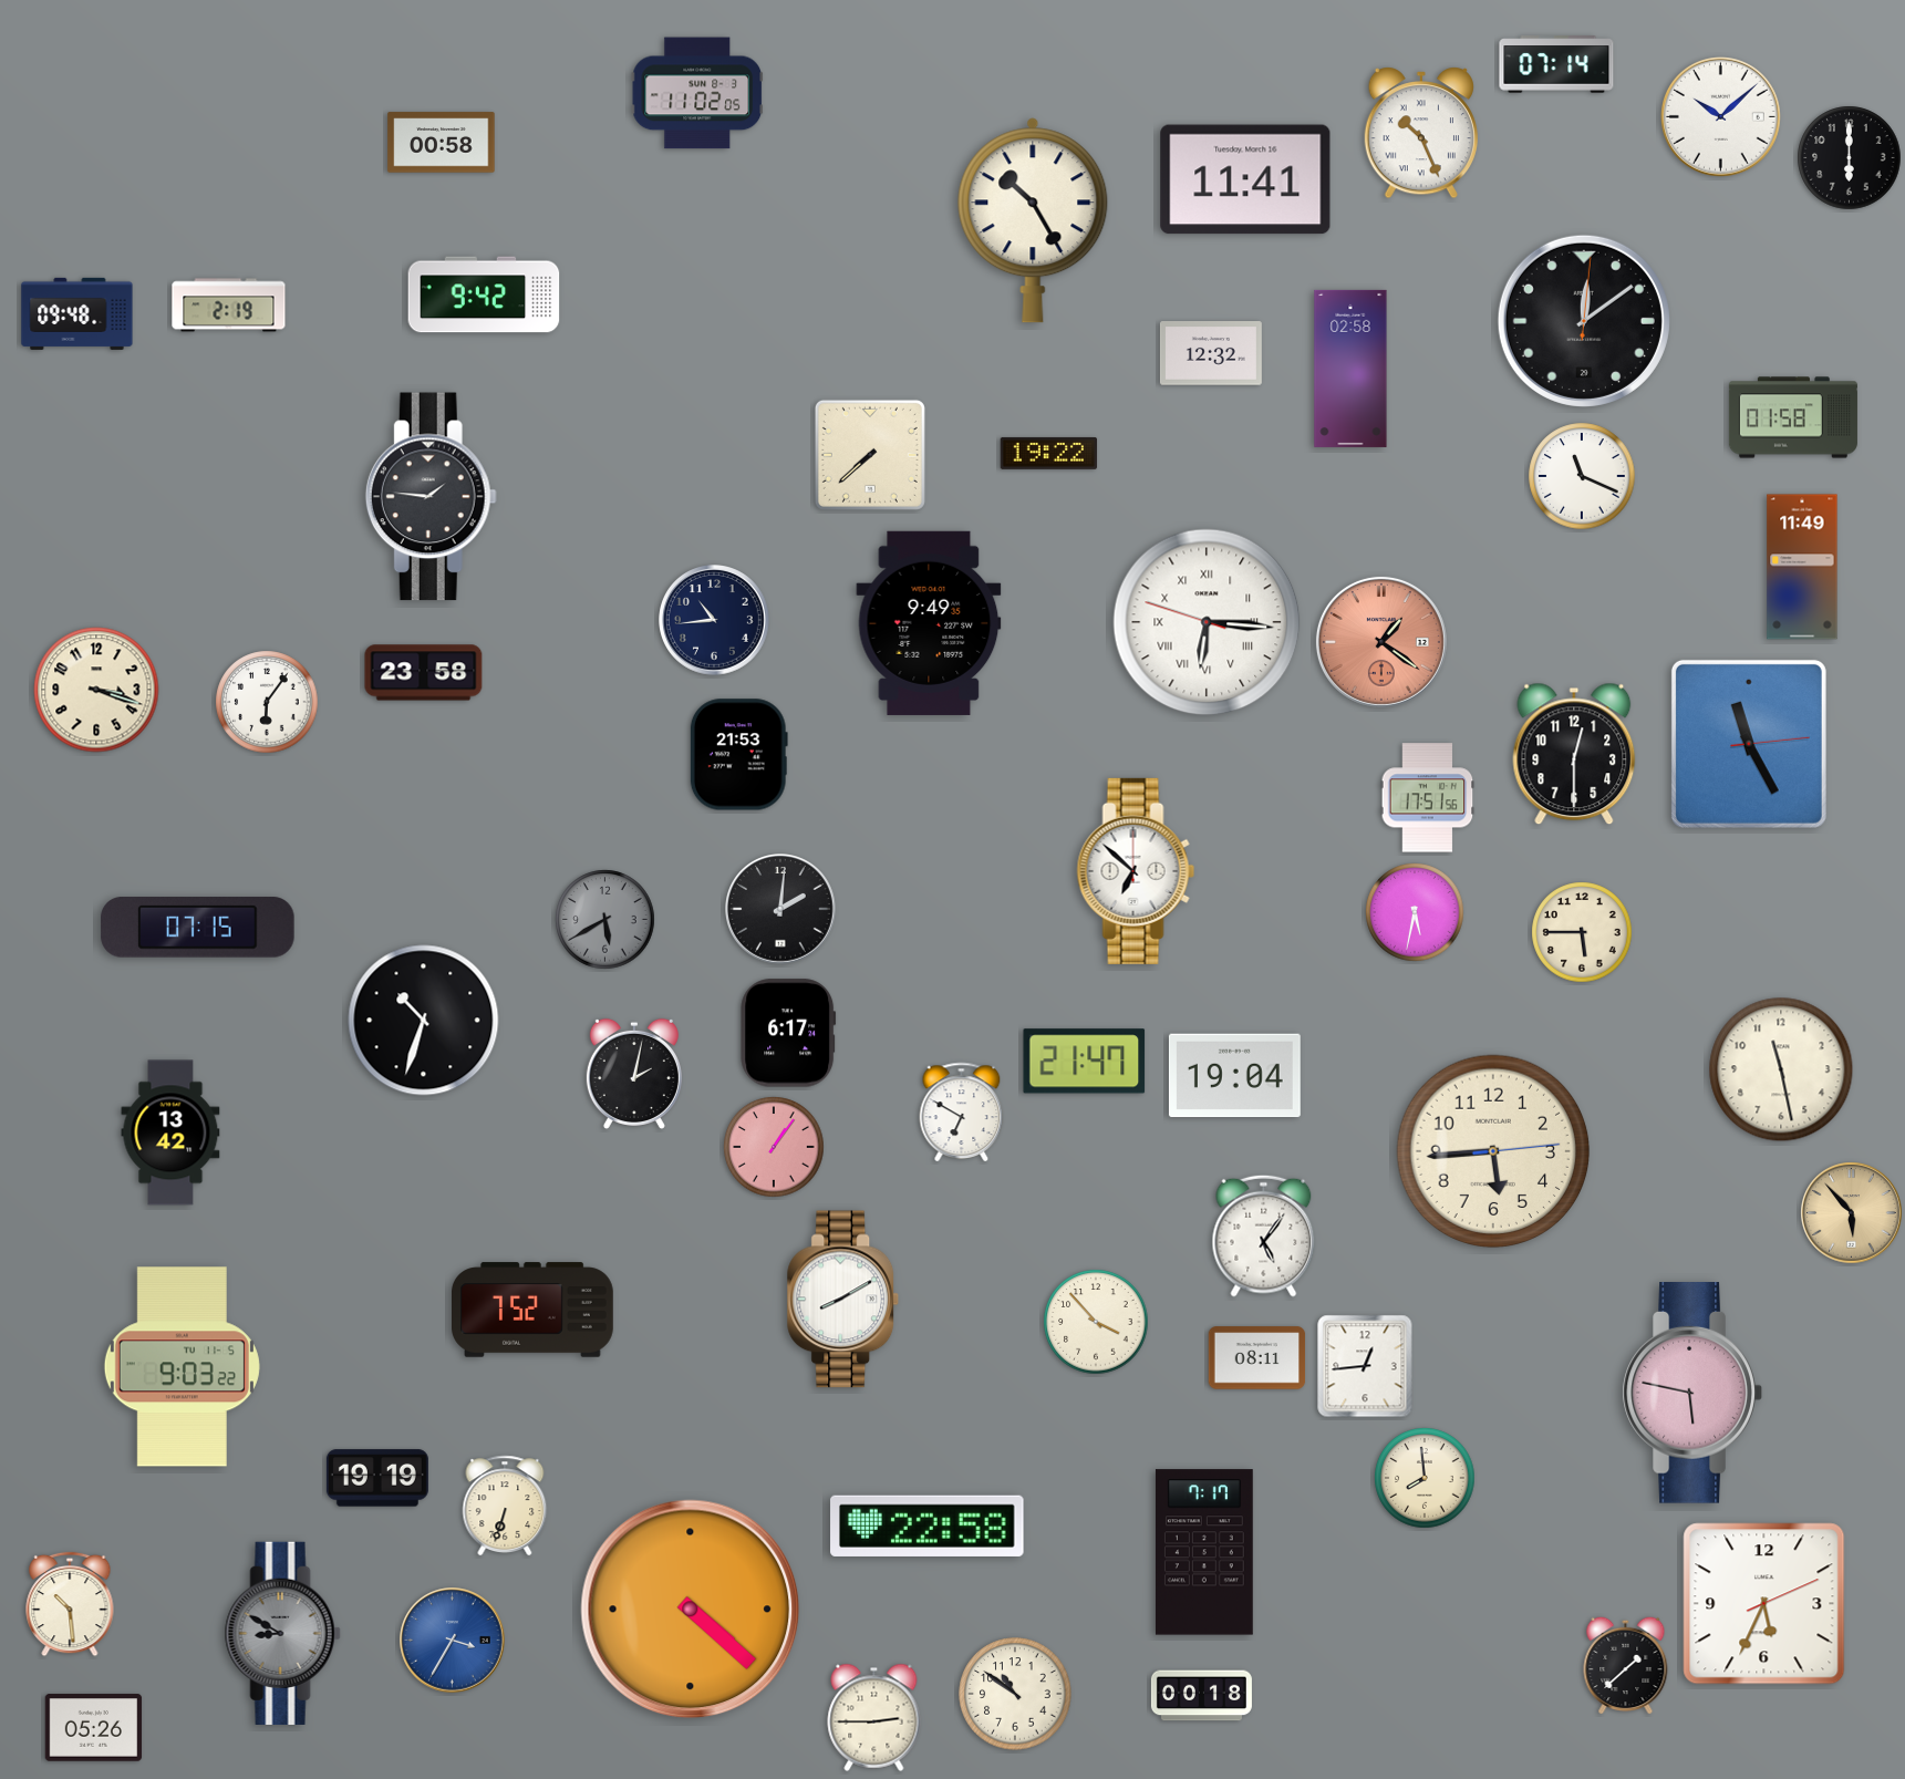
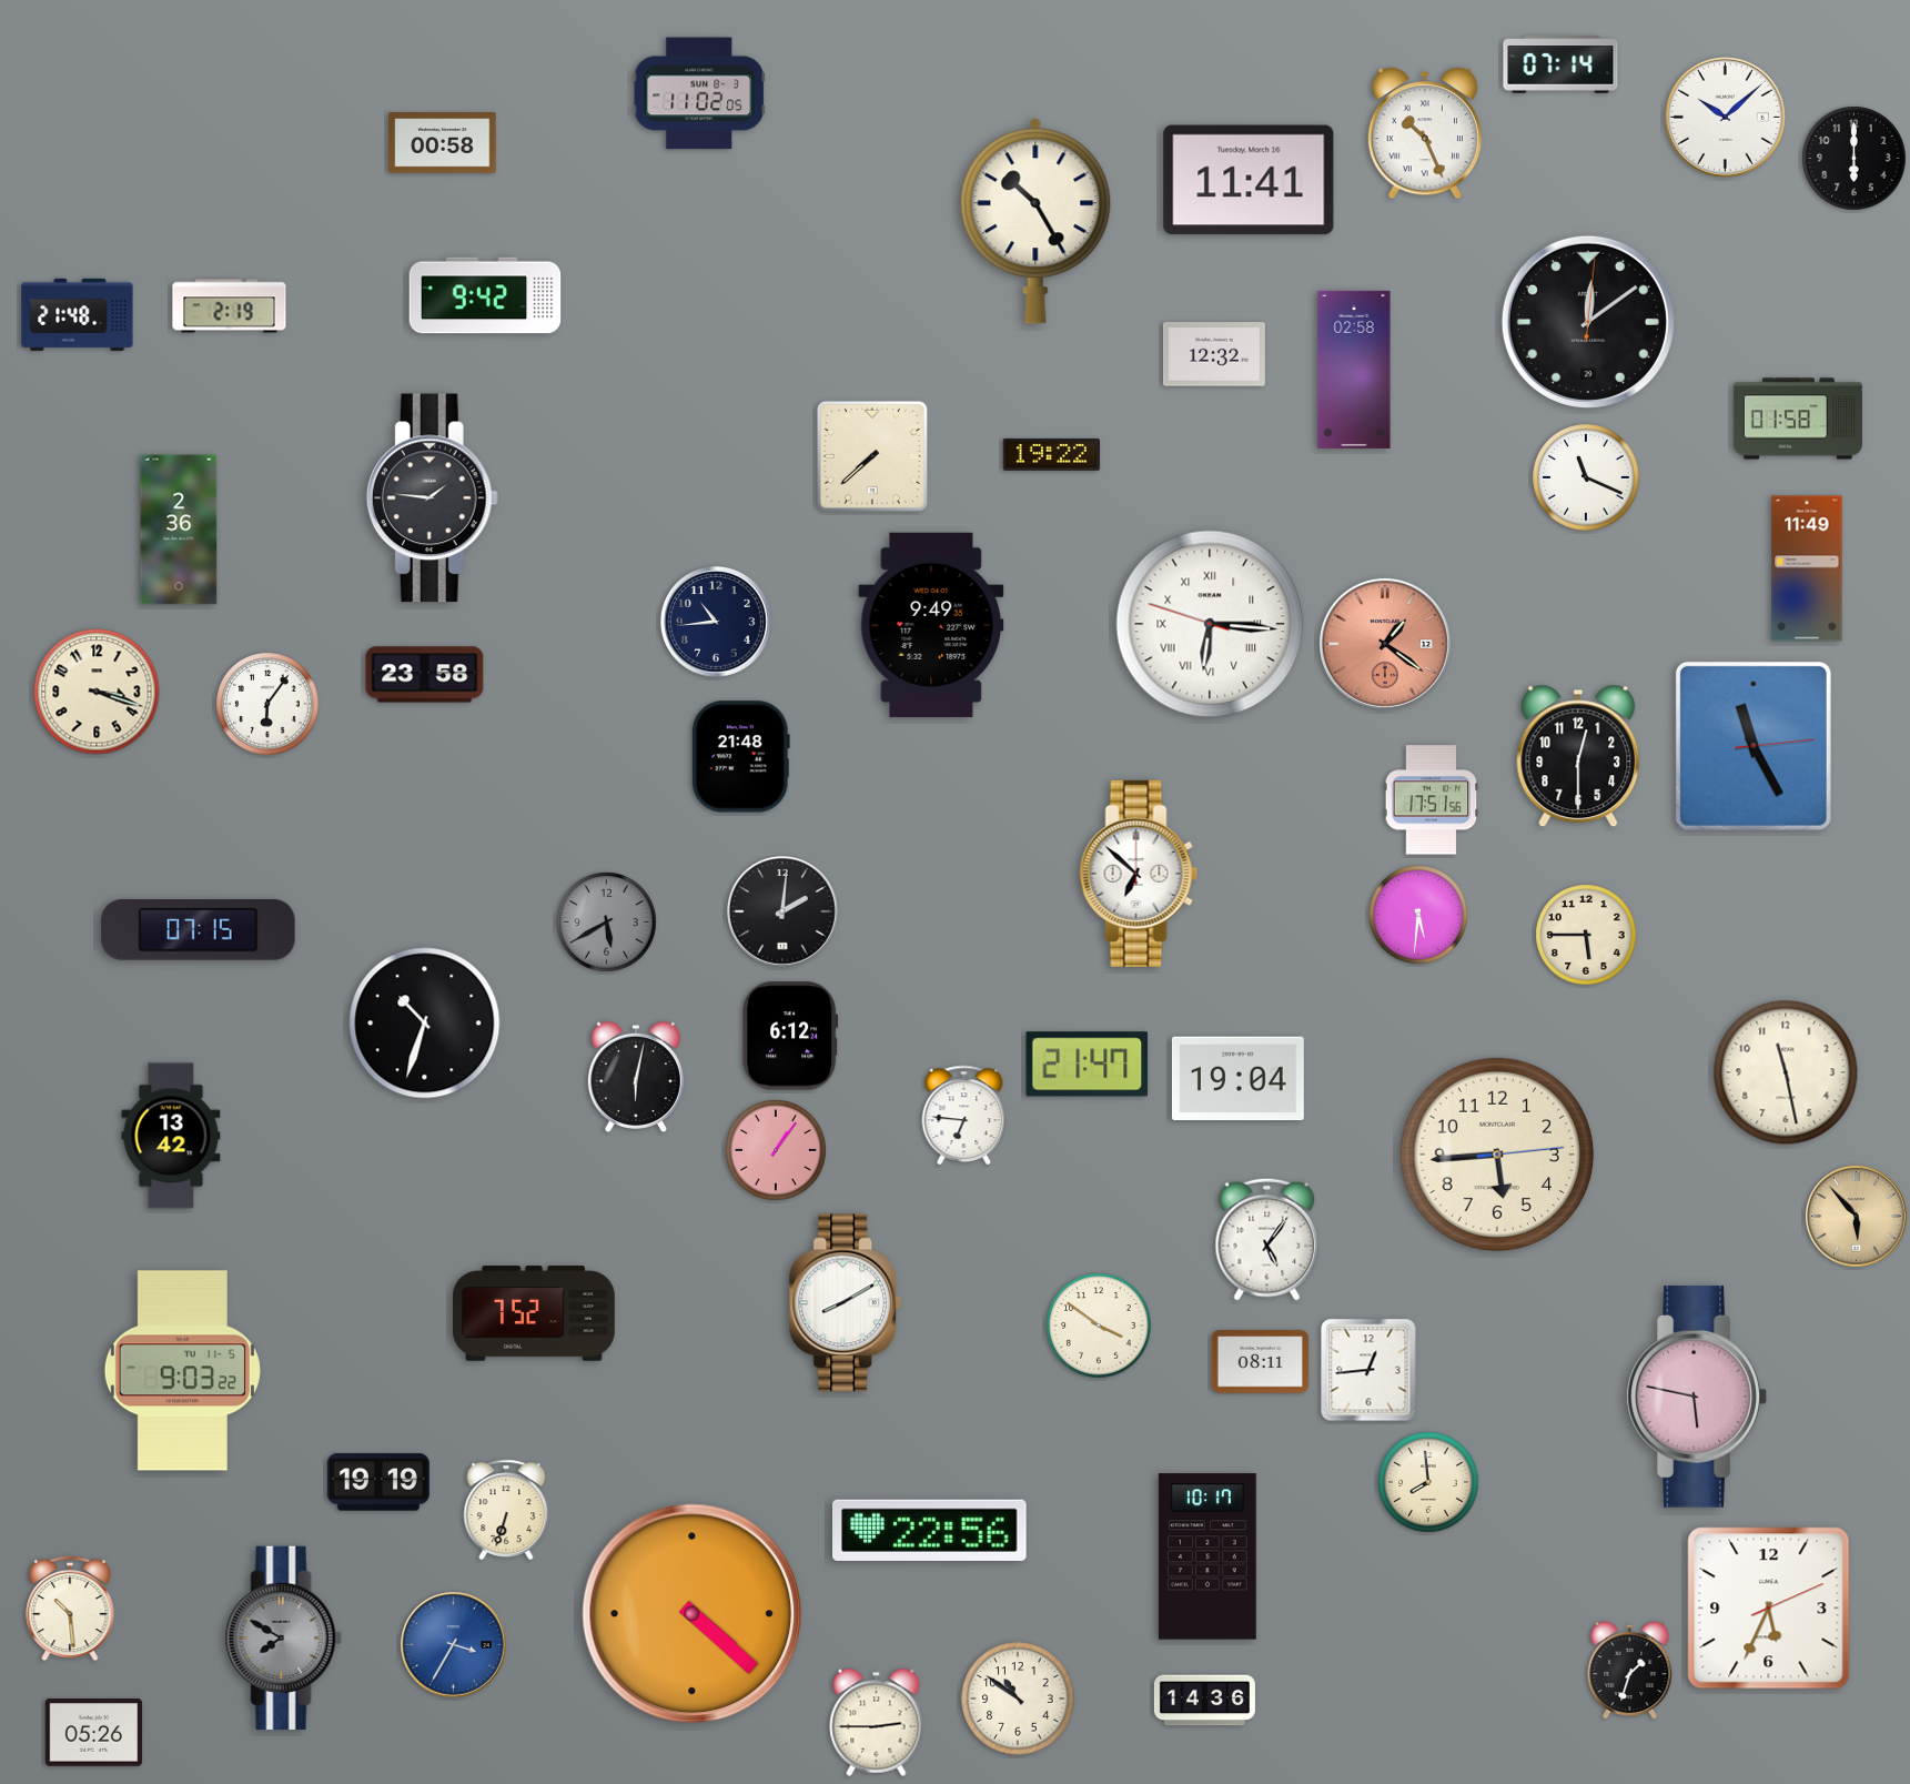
clock at (77, 313): 09:48 -> 21:48
clock at (179, 530): none -> 2:36
clock at (738, 755): 21:53 -> 21:48
clock at (1415, 912): 5:32 -> 5:31
clock at (788, 1033): 6:17 -> 6:12
clock at (634, 1074): 2:02 -> 6:02
clock at (962, 1111): 6:50 -> 6:46
clock at (1096, 1322): 3:53 -> 3:51
clock at (928, 1525): 22:58 -> 22:56
clock at (1204, 1552): 7:17 -> 10:17
clock at (282, 1633): 8:50 -> 7:50
clock at (1626, 1665): 1:38 -> 1:33
clock at (1201, 1696): 00:18 -> 14:36
